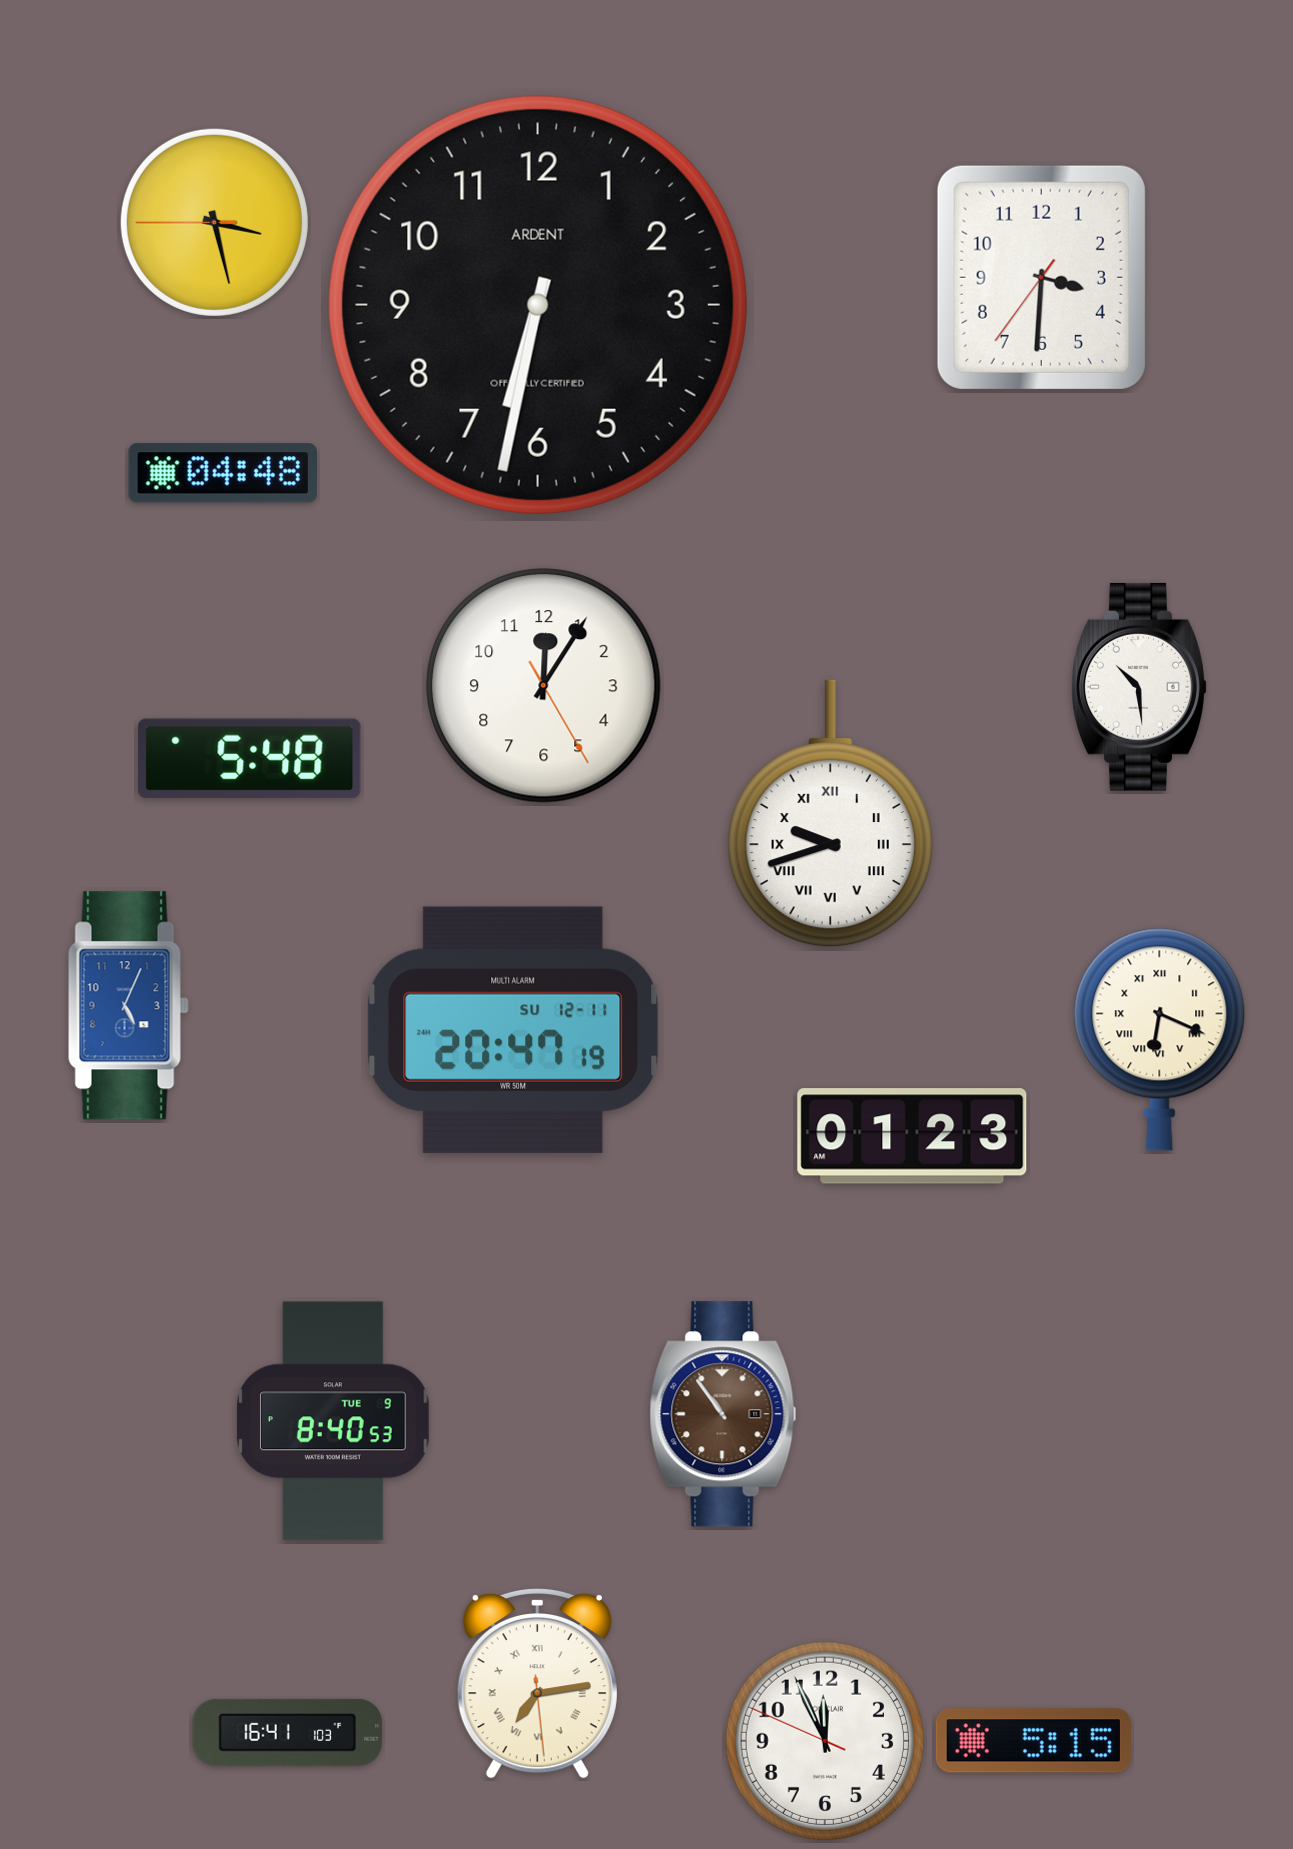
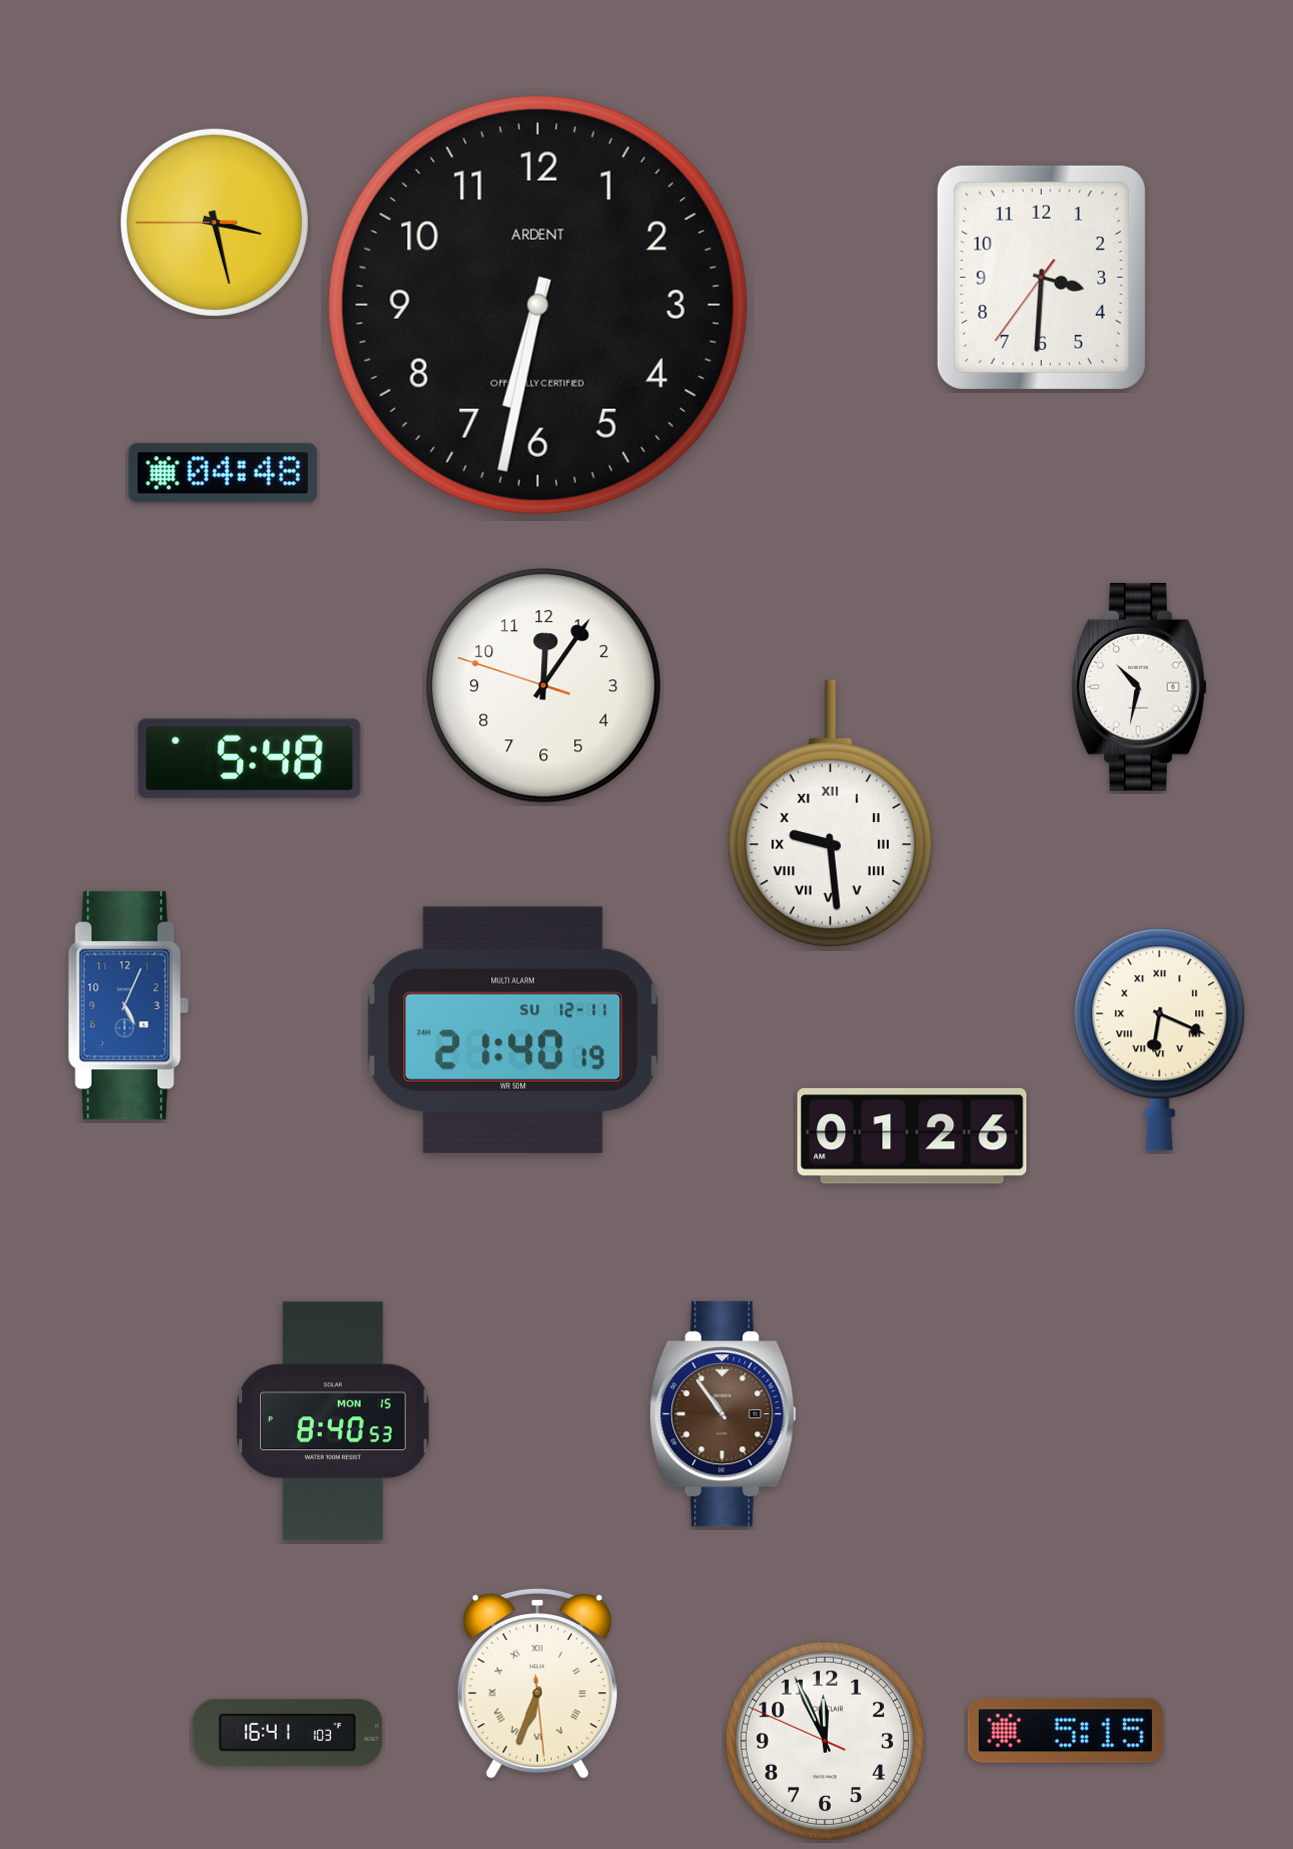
clock at (544, 686): 12:05:25 -> 12:05:48
clock at (1139, 687): 10:29 -> 10:32
clock at (830, 814): 9:42 -> 9:29
clock at (513, 1030): 20:47 -> 21:40
clock at (912, 1136): 01:23 -> 01:26
clock at (334, 1421) date: TUE 9 -> MON 15
clock at (537, 1683): 7:13 -> 6:33
clock at (1033, 1741) position: (1033, 1741) -> (1065, 1731)
